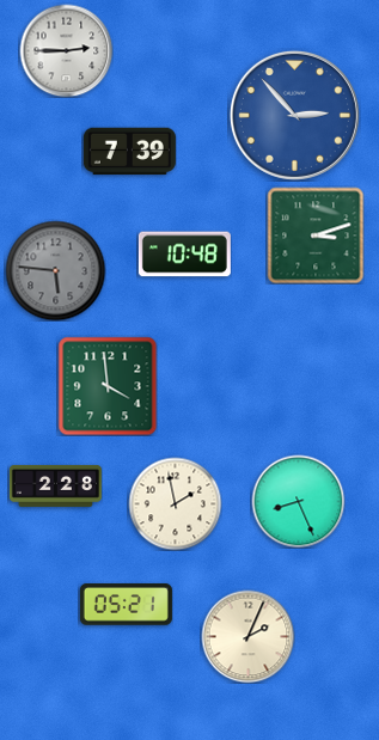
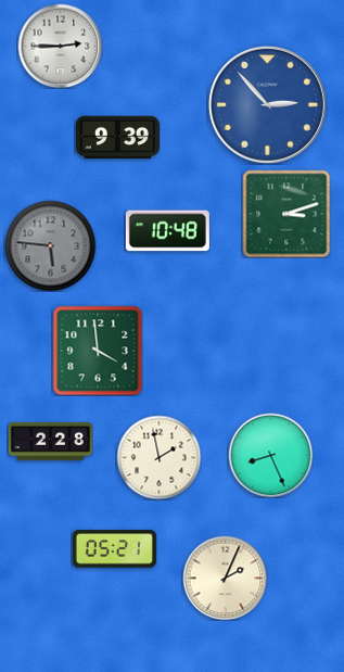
clock at (129, 152): 7:39 -> 9:39
